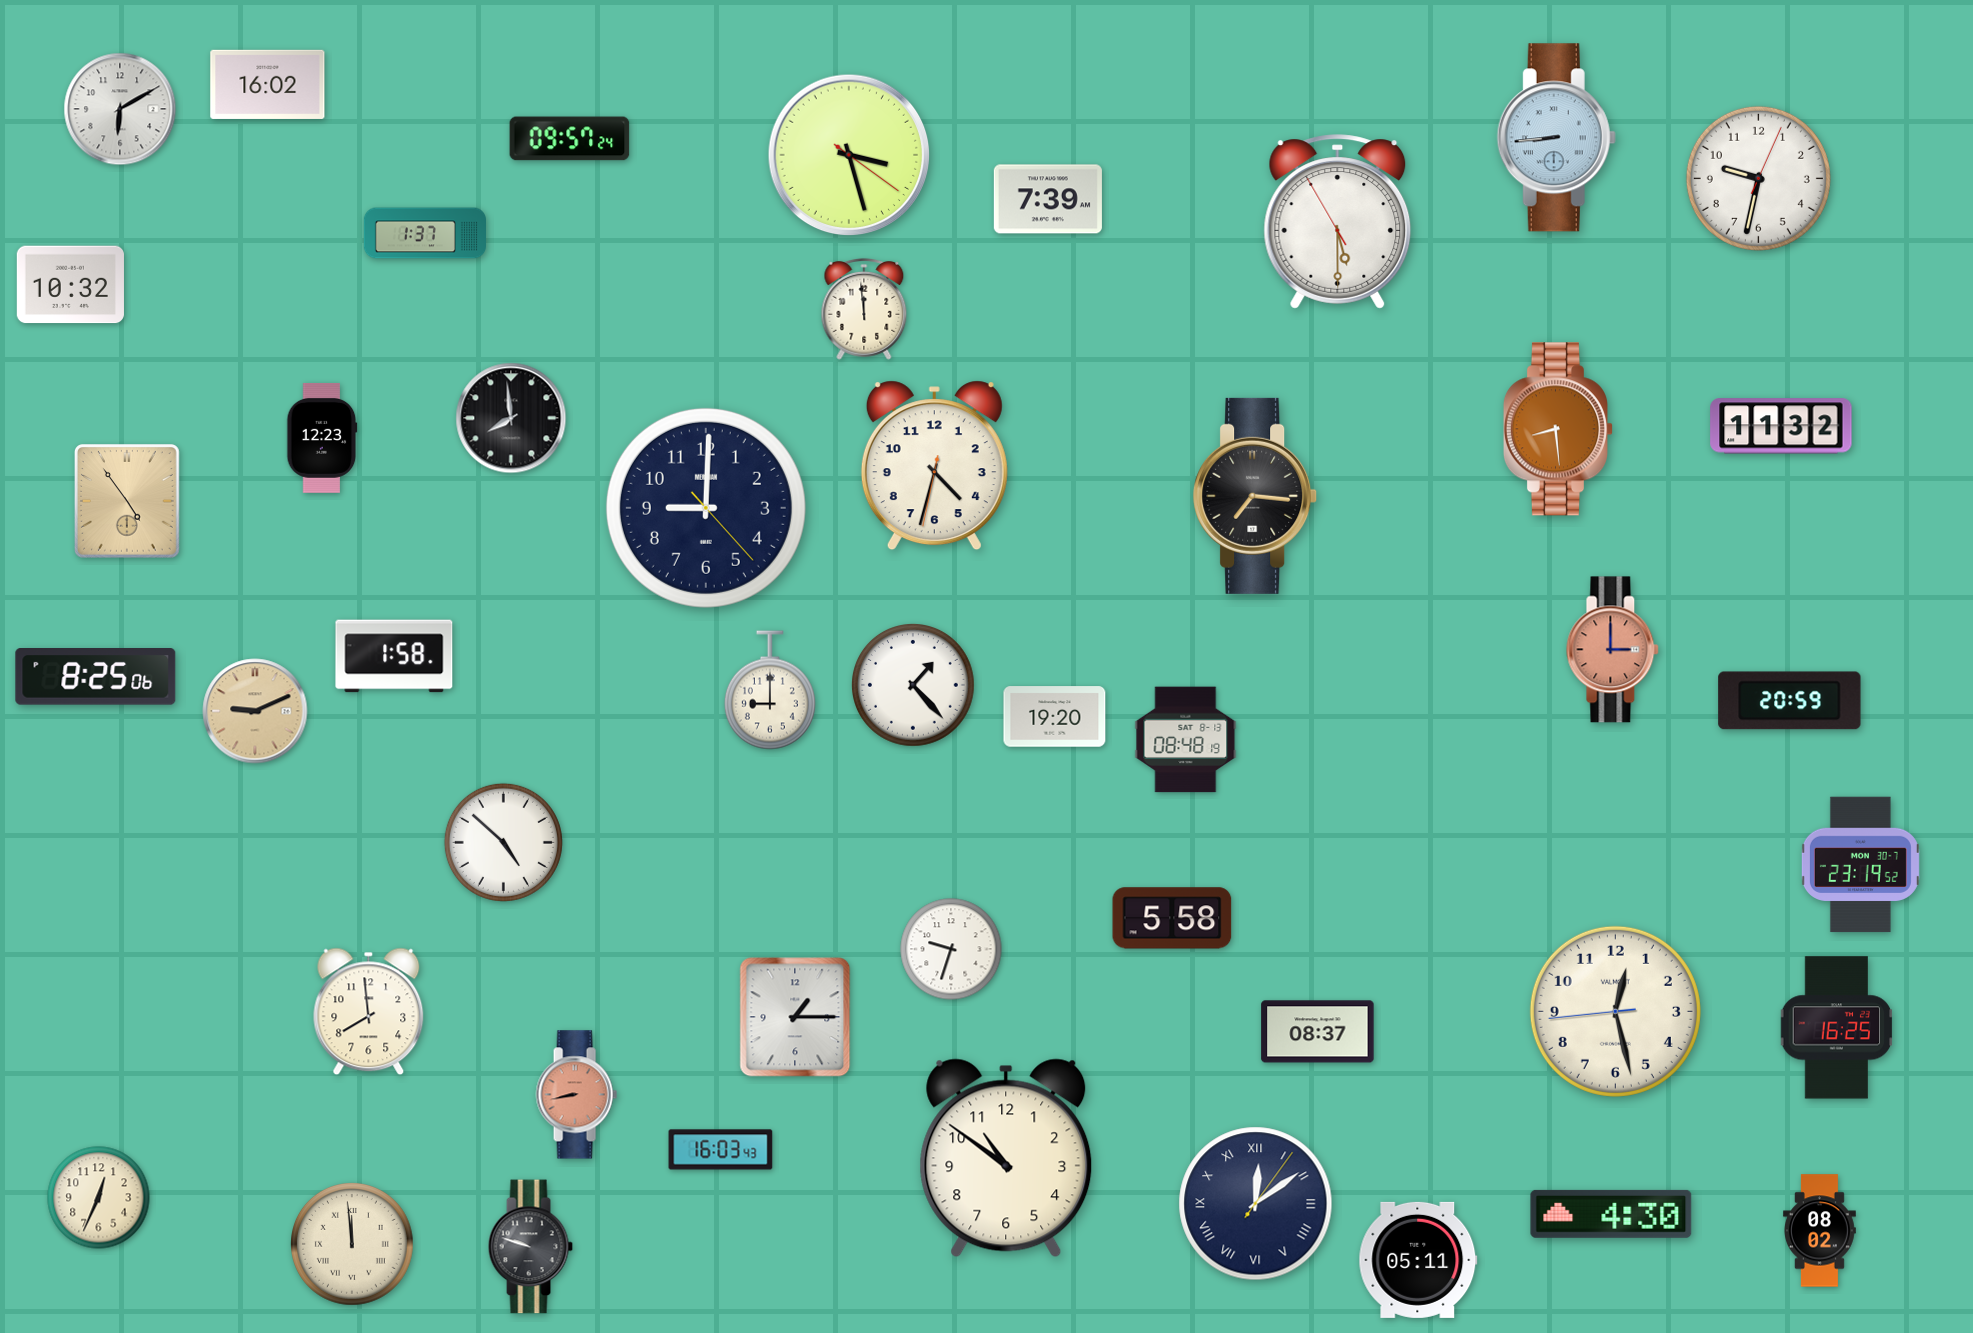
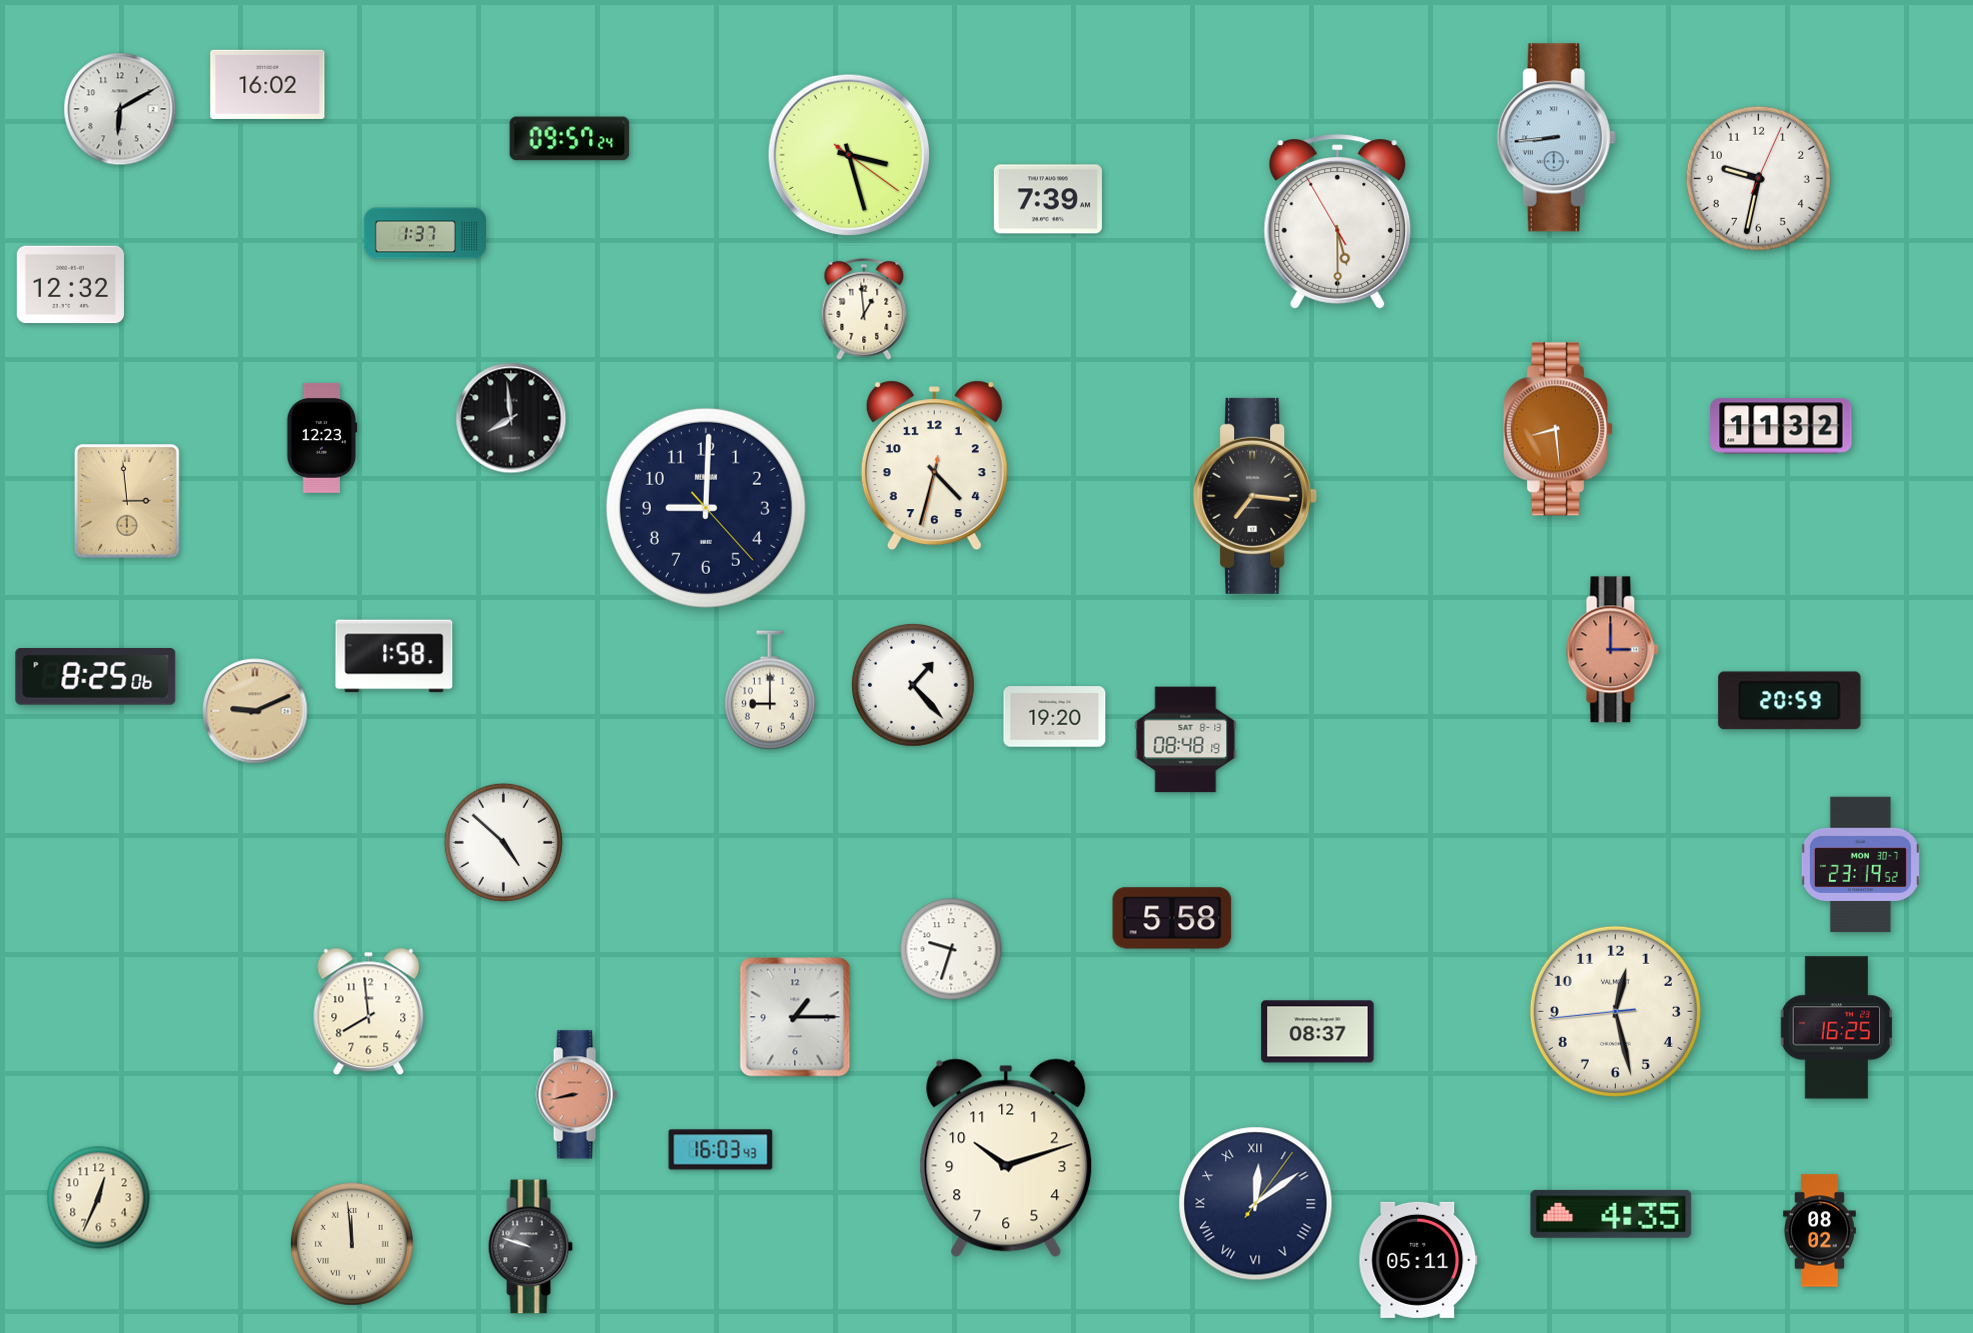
clock at (70, 285): 10:32 -> 12:32
clock at (864, 309): 11:59 -> 12:59
clock at (128, 502): 4:54 -> 2:59
clock at (1006, 1158): 10:51 -> 10:12
clock at (1611, 1214): 4:30 -> 4:35
